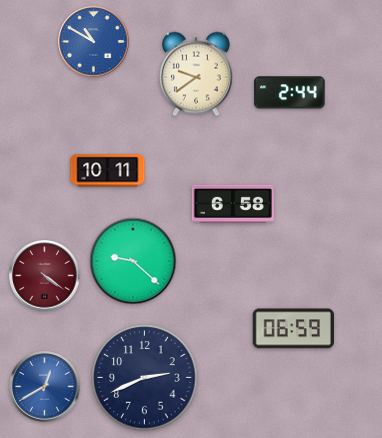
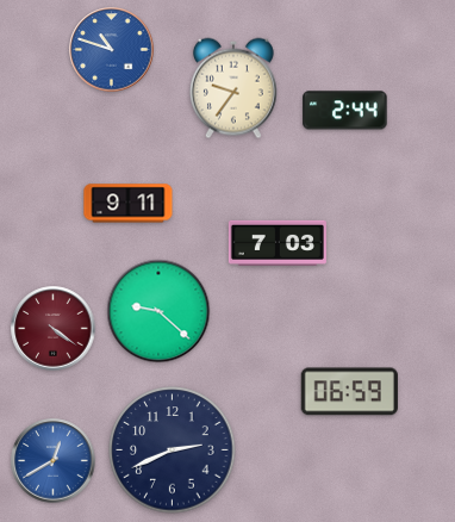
clock at (94, 42): 10:50 -> 10:48
clock at (196, 74): 9:39 -> 9:36
clock at (108, 171): 10:11 -> 9:11
clock at (233, 204): 6:58 -> 7:03
